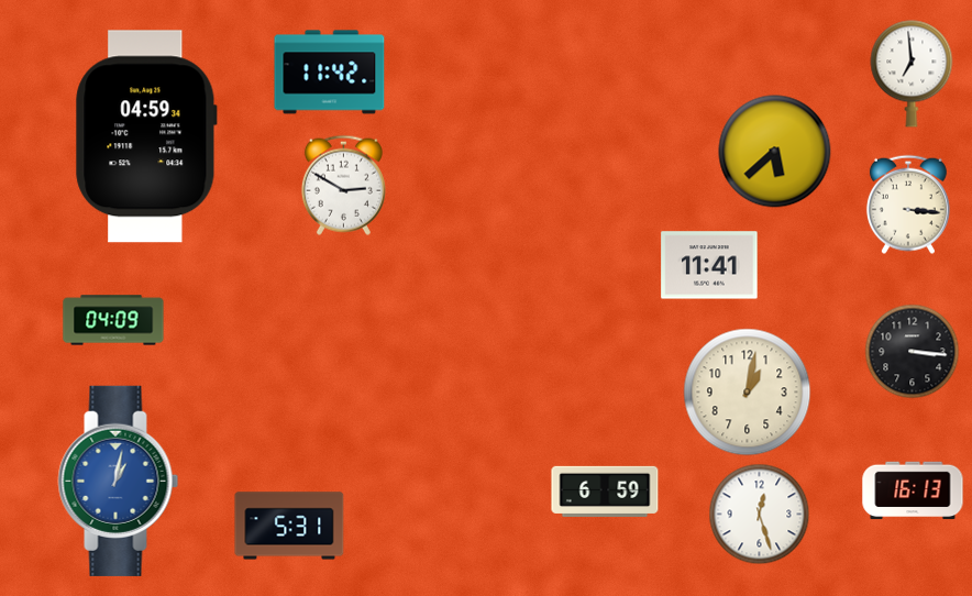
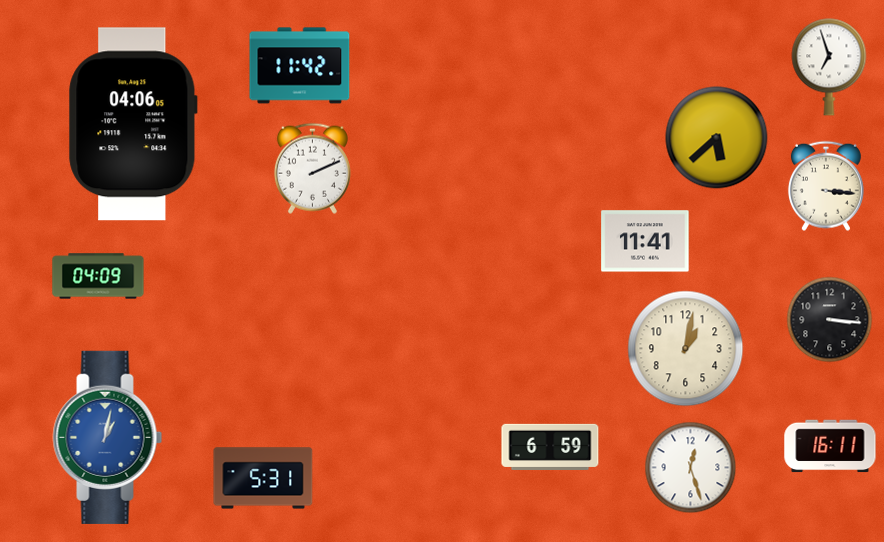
clock at (912, 74): 6:59 -> 6:57
clock at (146, 136): 04:59 -> 04:06
clock at (775, 152) position: (775, 152) -> (717, 138)
clock at (343, 185): 2:50 -> 2:11
clock at (113, 320) position: (113, 320) -> (98, 276)
clock at (748, 393) position: (748, 393) -> (686, 349)
clock at (913, 490): 16:13 -> 16:11
